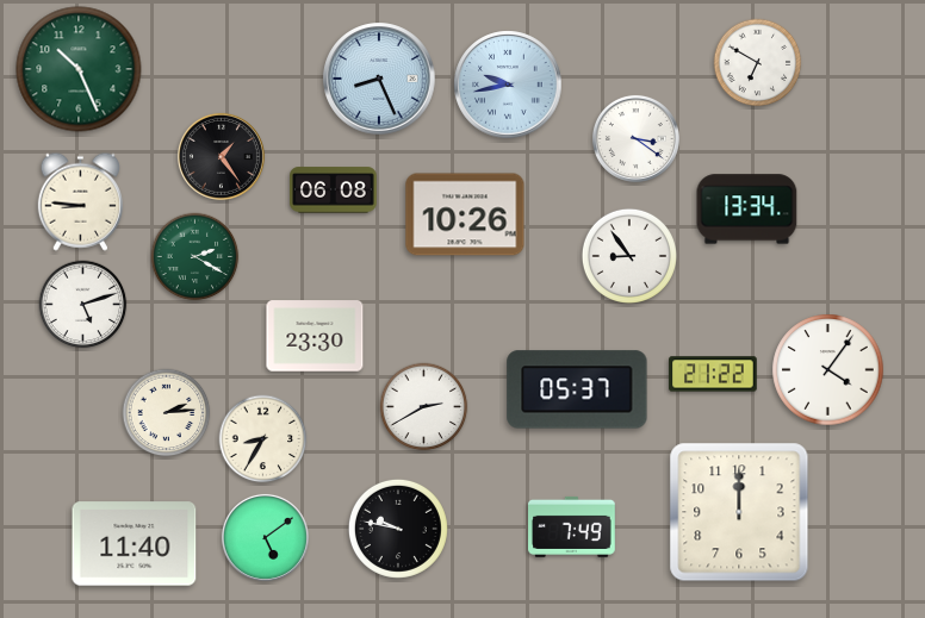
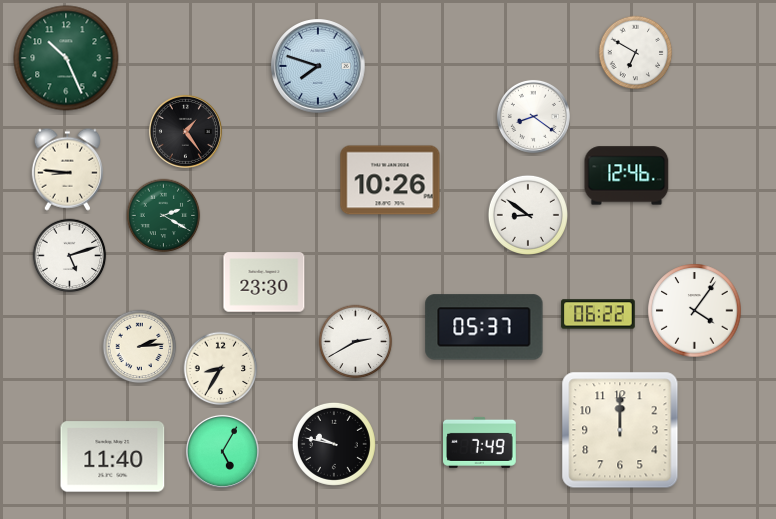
clock at (379, 79): 8:26 -> 7:48
clock at (508, 85): 9:43 -> none
clock at (635, 138): 3:21 -> 8:21
clock at (334, 191): 06:08 -> none
clock at (747, 210): 13:34 -> 12:46
clock at (629, 256): 8:54 -> 8:51
clock at (713, 374): 21:22 -> 06:22
clock at (265, 537): 5:09 -> 5:05
